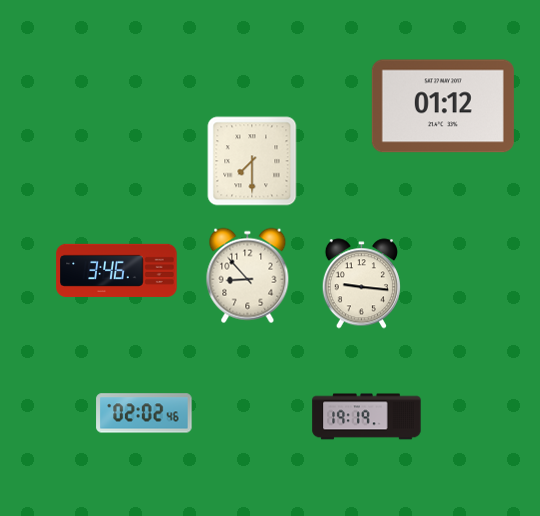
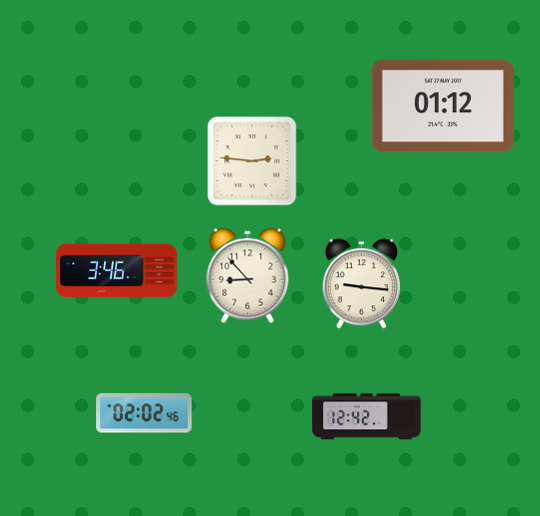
clock at (252, 161): 7:30 -> 2:46
clock at (367, 417): 19:19 -> 12:42
